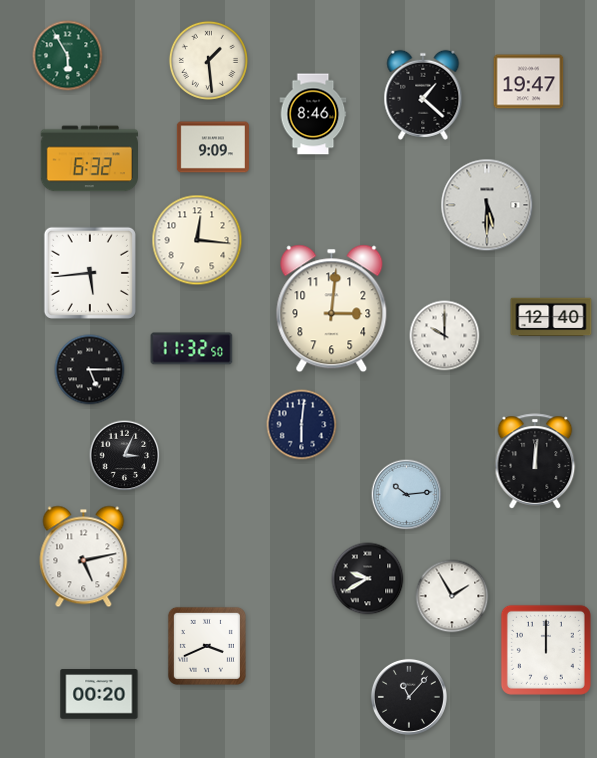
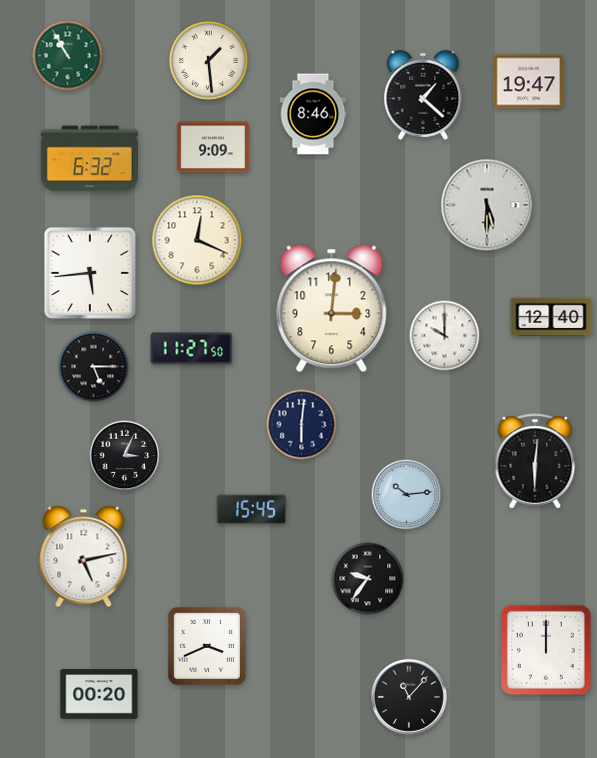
clock at (68, 56): 5:55 -> 10:55
clock at (197, 240): 12:16 -> 12:19
clock at (192, 349): 11:32 -> 11:27
clock at (90, 370) position: (90, 370) -> (94, 367)
clock at (535, 461): 12:01 -> 6:01
clock at (252, 510): none -> 15:45
clock at (368, 579): 9:40 -> 9:36
clock at (452, 596): 1:55 -> none
